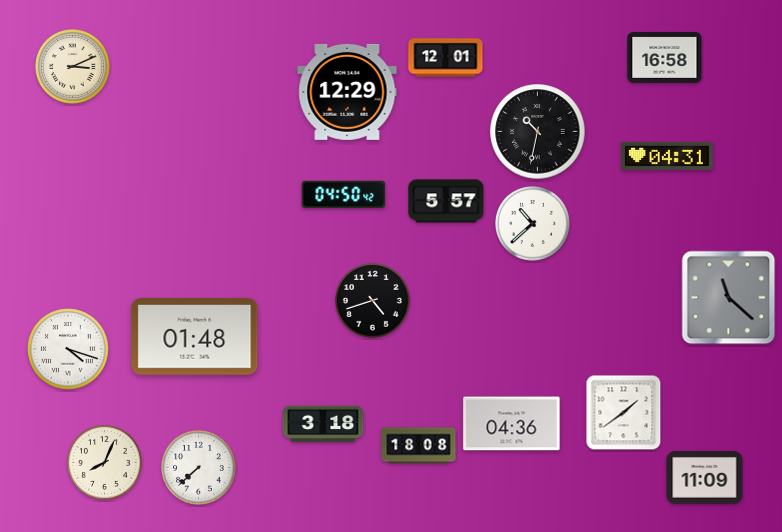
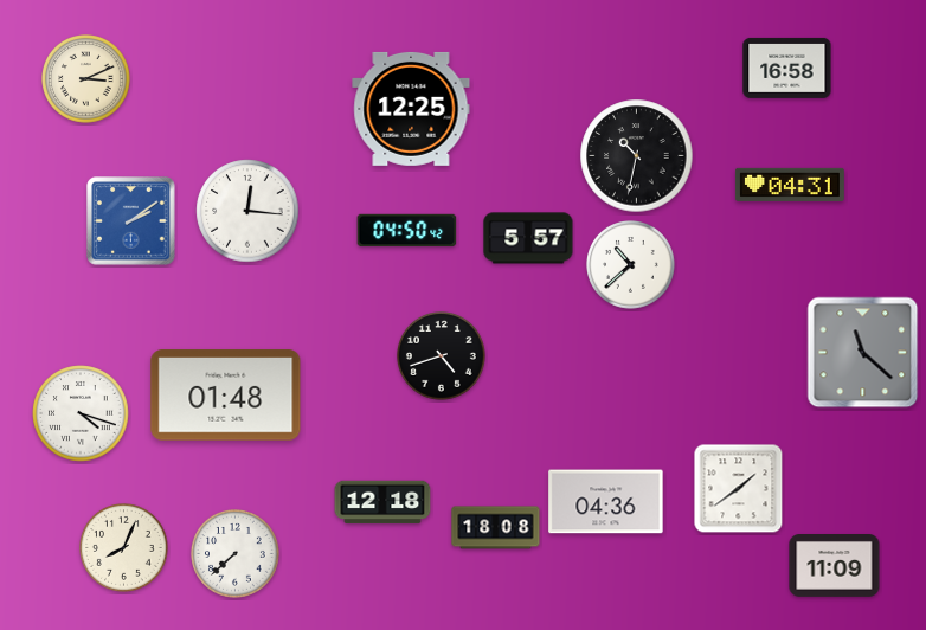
clock at (446, 58): 12:01 -> none
clock at (347, 92): 12:29 -> 12:25
clock at (247, 211): none -> 12:16
clock at (131, 221): none -> 2:09
clock at (195, 337) position: (195, 337) -> (226, 396)
clock at (323, 424): 3:18 -> 12:18
